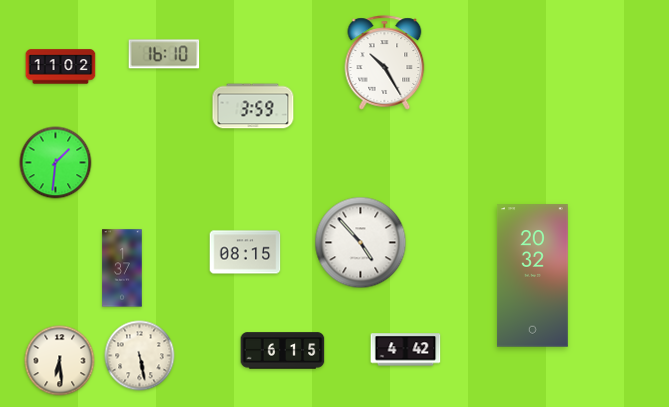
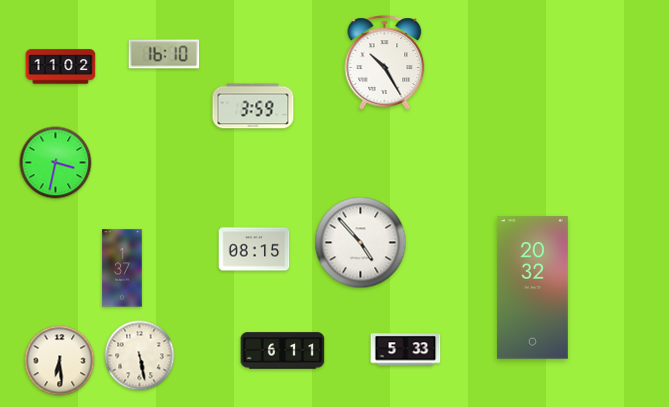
clock at (56, 163): 1:31 -> 3:32
clock at (245, 252) position: (245, 252) -> (254, 249)
clock at (532, 276) position: (532, 276) -> (532, 288)
clock at (406, 350): 4:42 -> 5:33
clock at (283, 351): 6:15 -> 6:11
